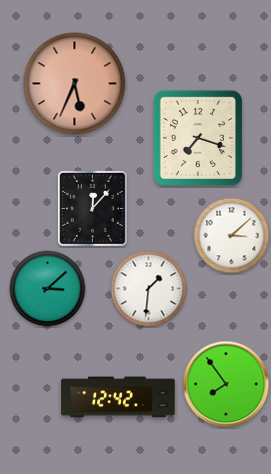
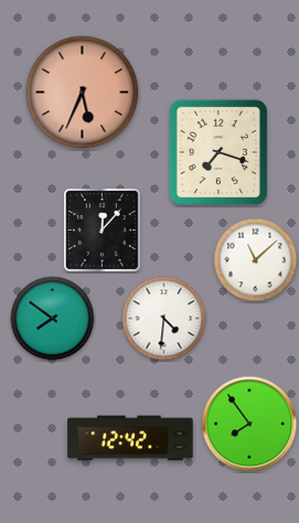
clock at (232, 236): 3:08 -> 11:08
clock at (48, 289): 3:08 -> 7:51
clock at (149, 289): 1:31 -> 4:31
